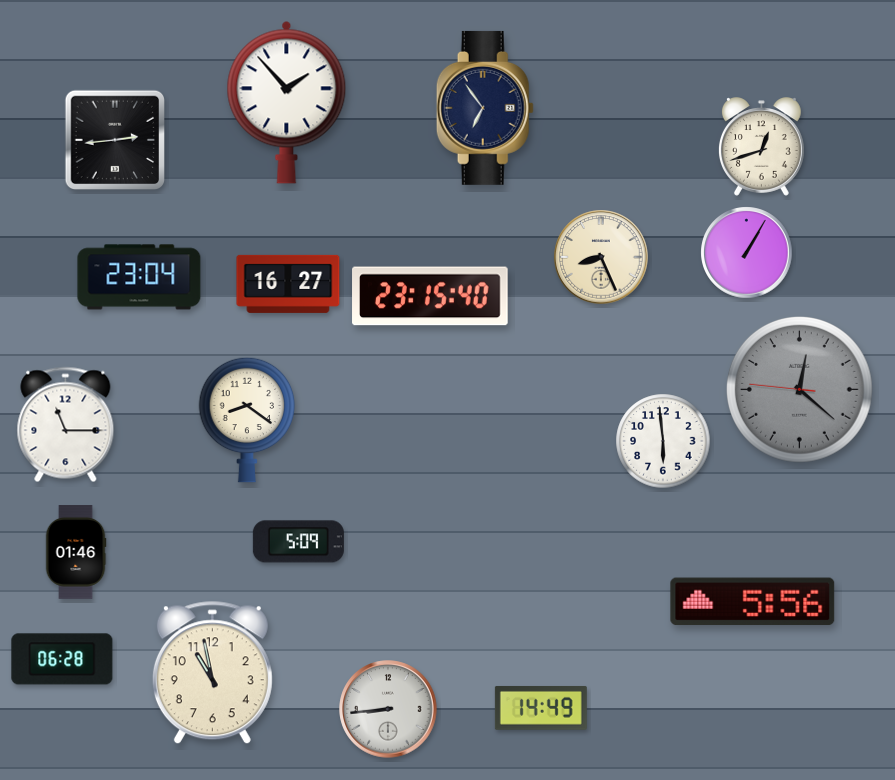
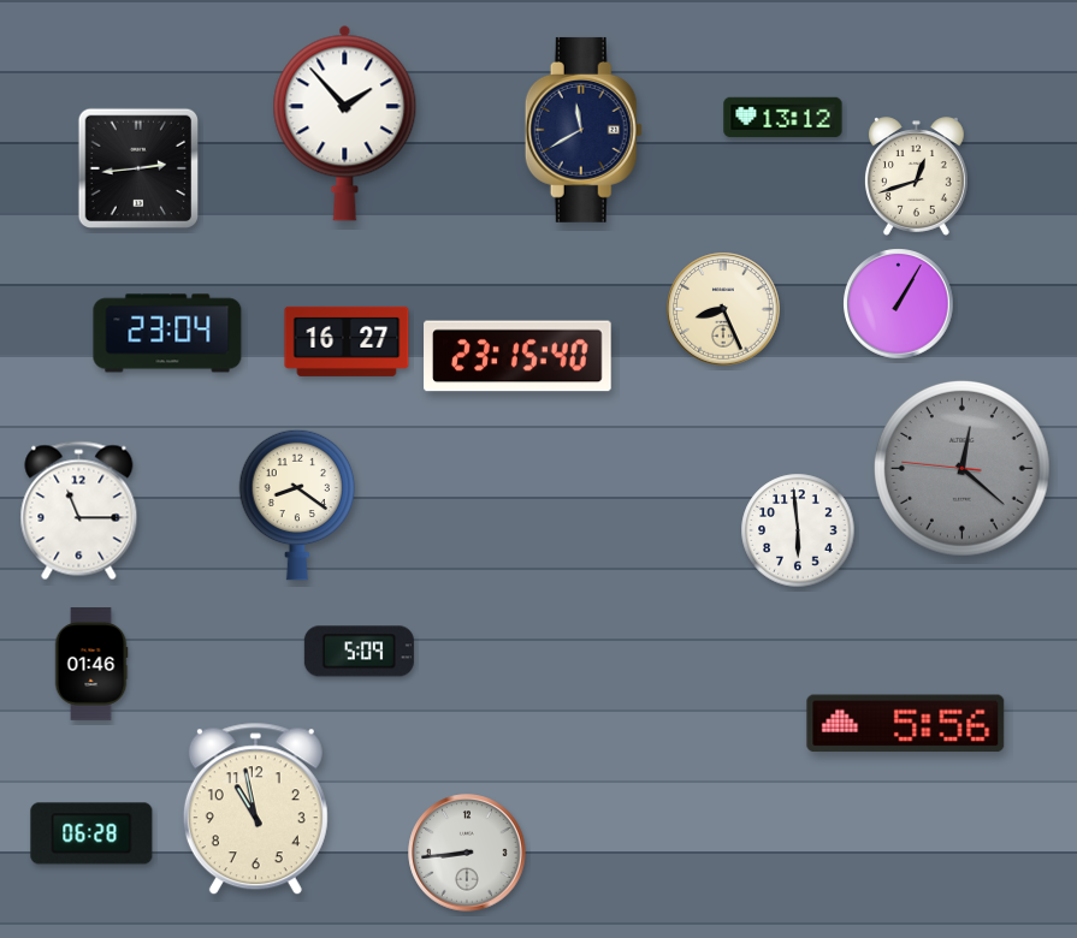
clock at (783, 118): none -> 13:12
clock at (485, 108): 6:54 -> 11:40
clock at (62, 659) position: (62, 659) -> (91, 833)
clock at (541, 708): 14:49 -> none
